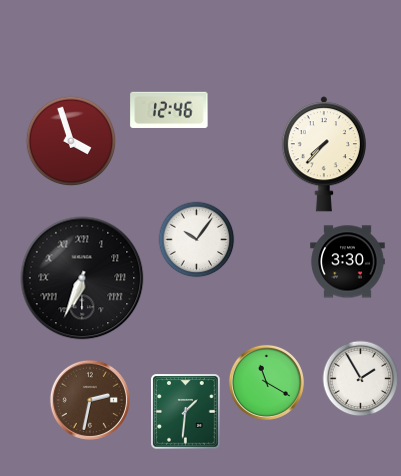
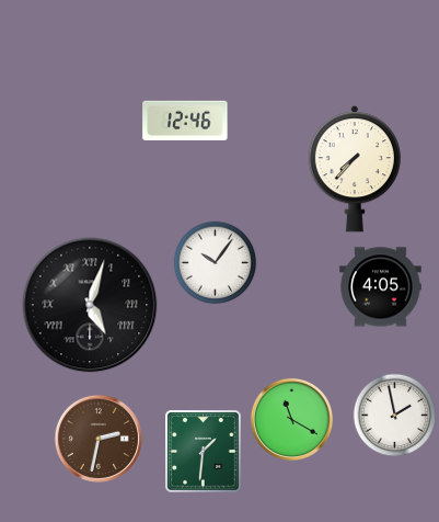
clock at (71, 141): 3:57 -> none
clock at (348, 262): 3:30 -> 4:05
clock at (82, 278): 6:34 -> 5:03
clock at (361, 379): 1:55 -> 1:58
